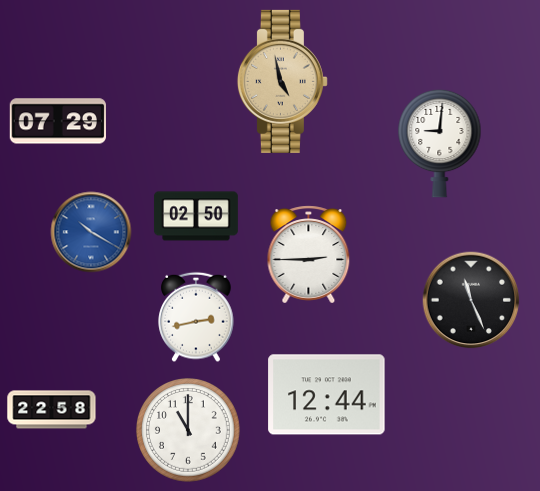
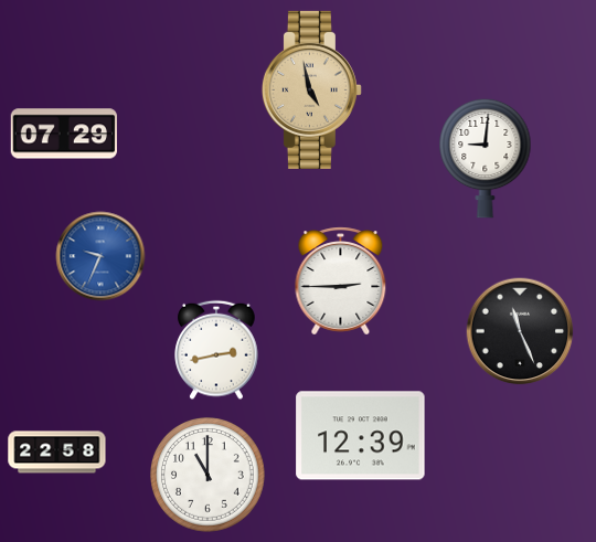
clock at (196, 216): 02:50 -> none
clock at (91, 232): 10:20 -> 9:34
clock at (327, 395): 12:44 -> 12:39
